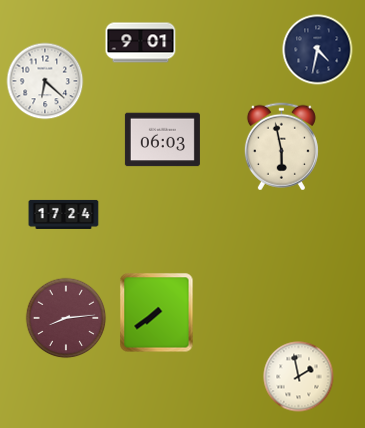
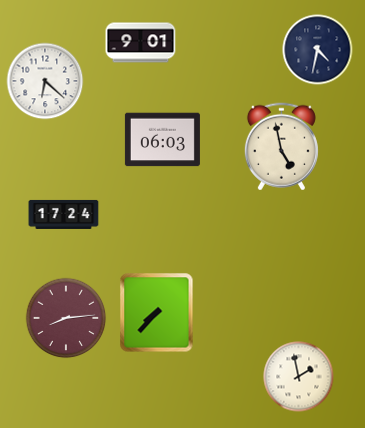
clock at (281, 147): 5:58 -> 4:58
clock at (157, 313): 7:39 -> 7:37
